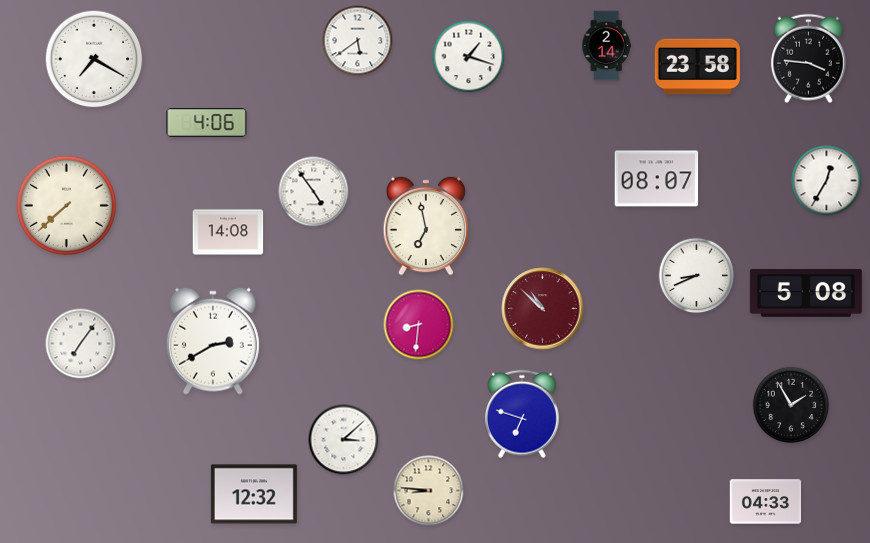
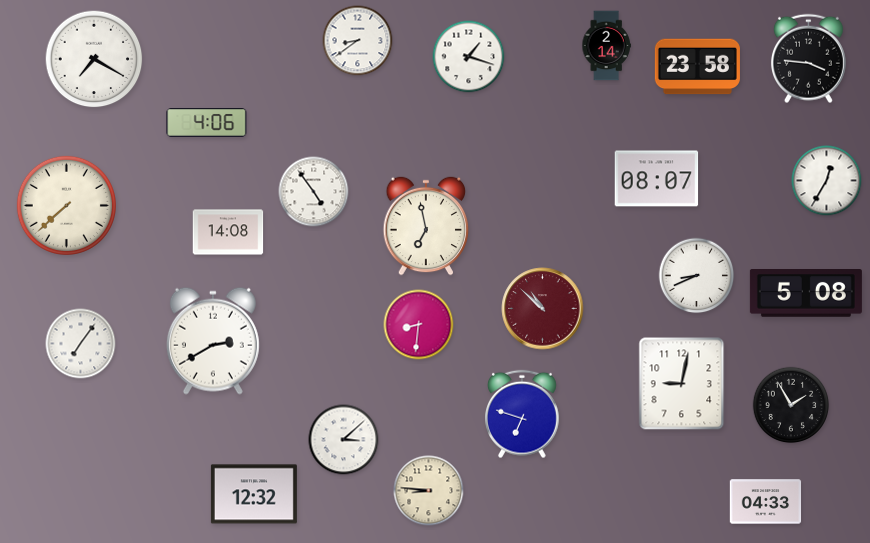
clock at (358, 41): 5:39 -> 8:39
clock at (682, 384): none -> 9:02
